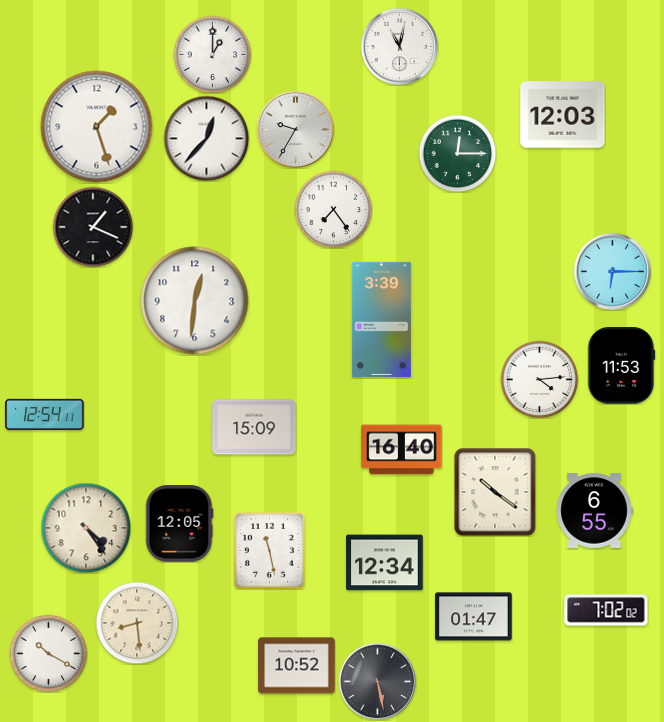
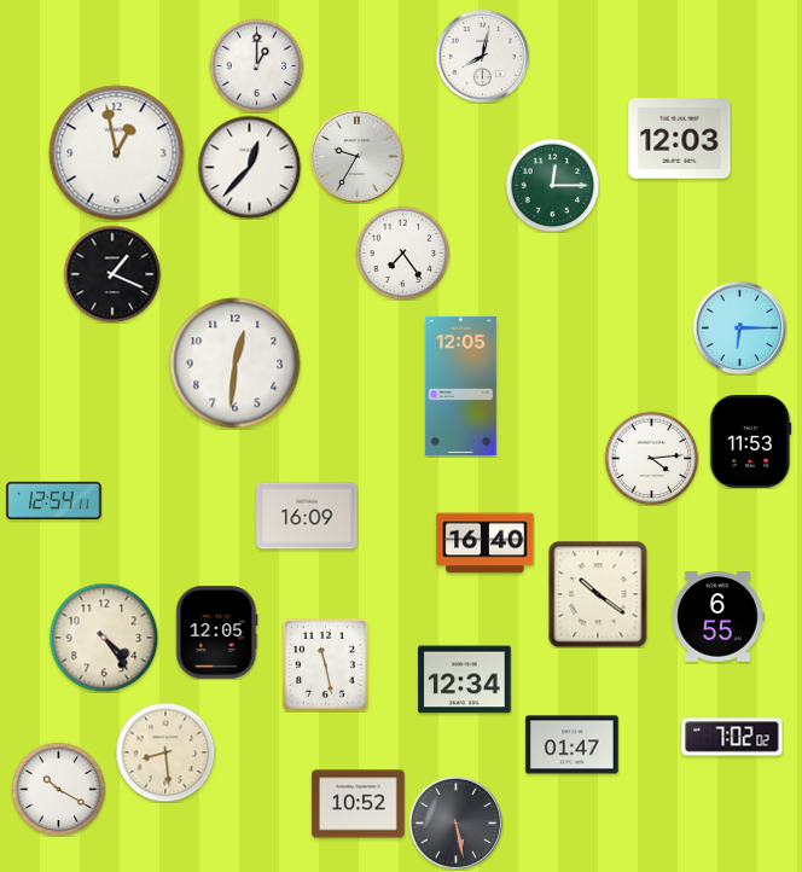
clock at (399, 46): 11:02 -> 8:02
clock at (97, 127): 1:27 -> 12:58
clock at (381, 319): 3:39 -> 12:05
clock at (254, 427): 15:09 -> 16:09
